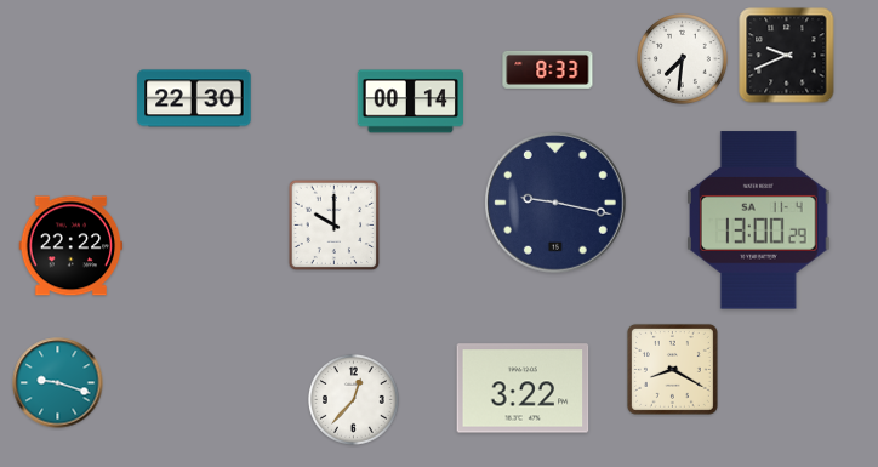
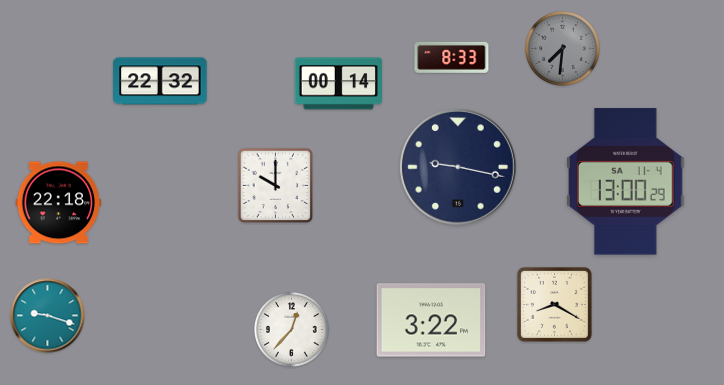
clock at (787, 56): 9:41 -> none
clock at (683, 59) dial: white -> grey
clock at (194, 98): 22:30 -> 22:32
clock at (72, 246): 22:22 -> 22:18
